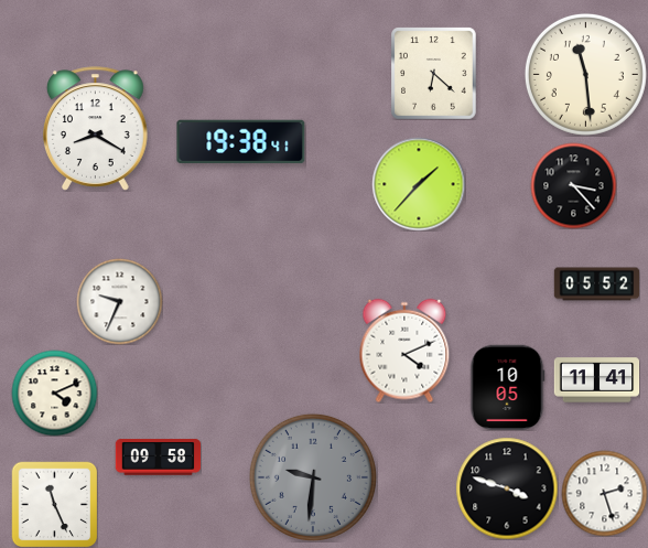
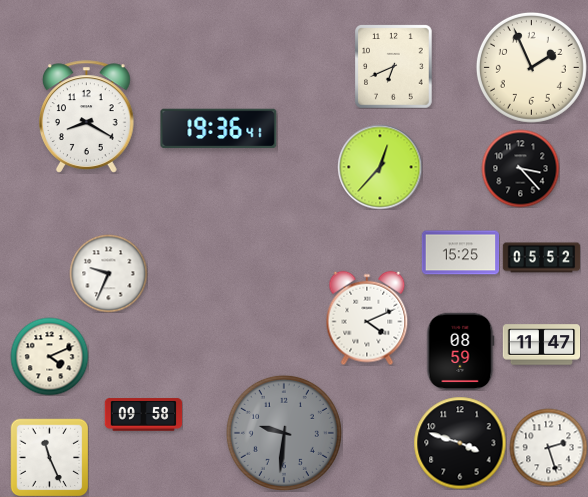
clock at (434, 73): 6:22 -> 6:41
clock at (585, 74): 11:29 -> 1:56
clock at (241, 142): 19:38 -> 19:36
clock at (419, 184): 1:37 -> 12:37
clock at (460, 253): none -> 15:25
clock at (596, 380): 11:41 -> 11:47
clock at (508, 387): 10:05 -> 08:59
